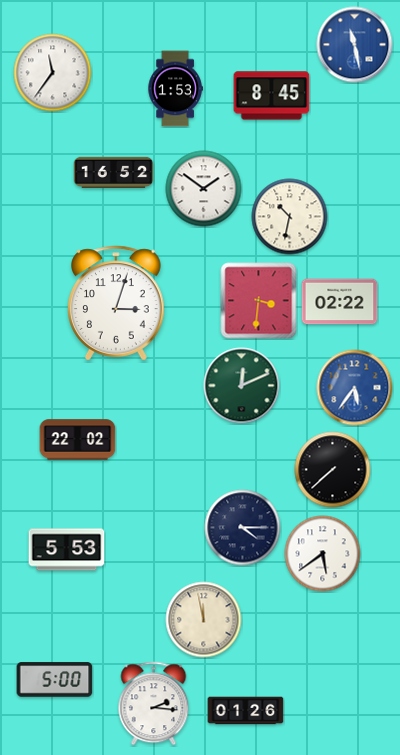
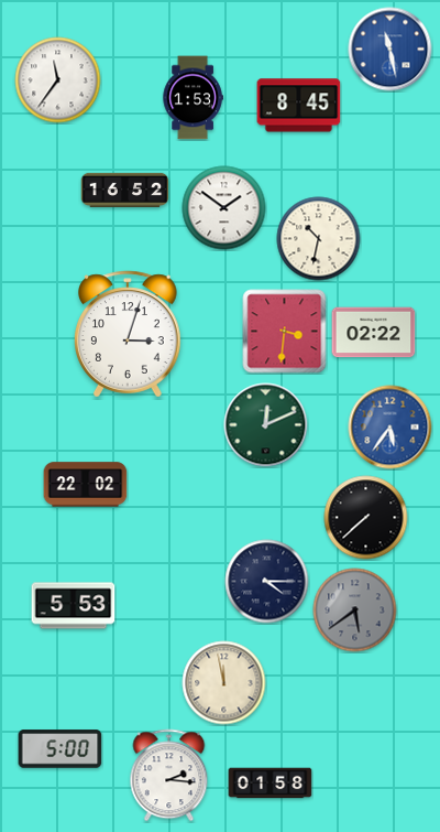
clock at (323, 554) dial: white -> grey
clock at (246, 711): 01:26 -> 01:58
